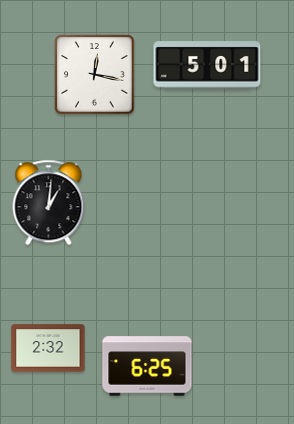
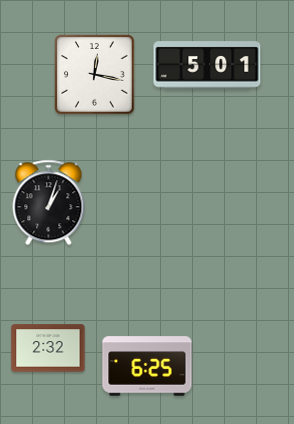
clock at (49, 203): 1:01 -> 1:03
